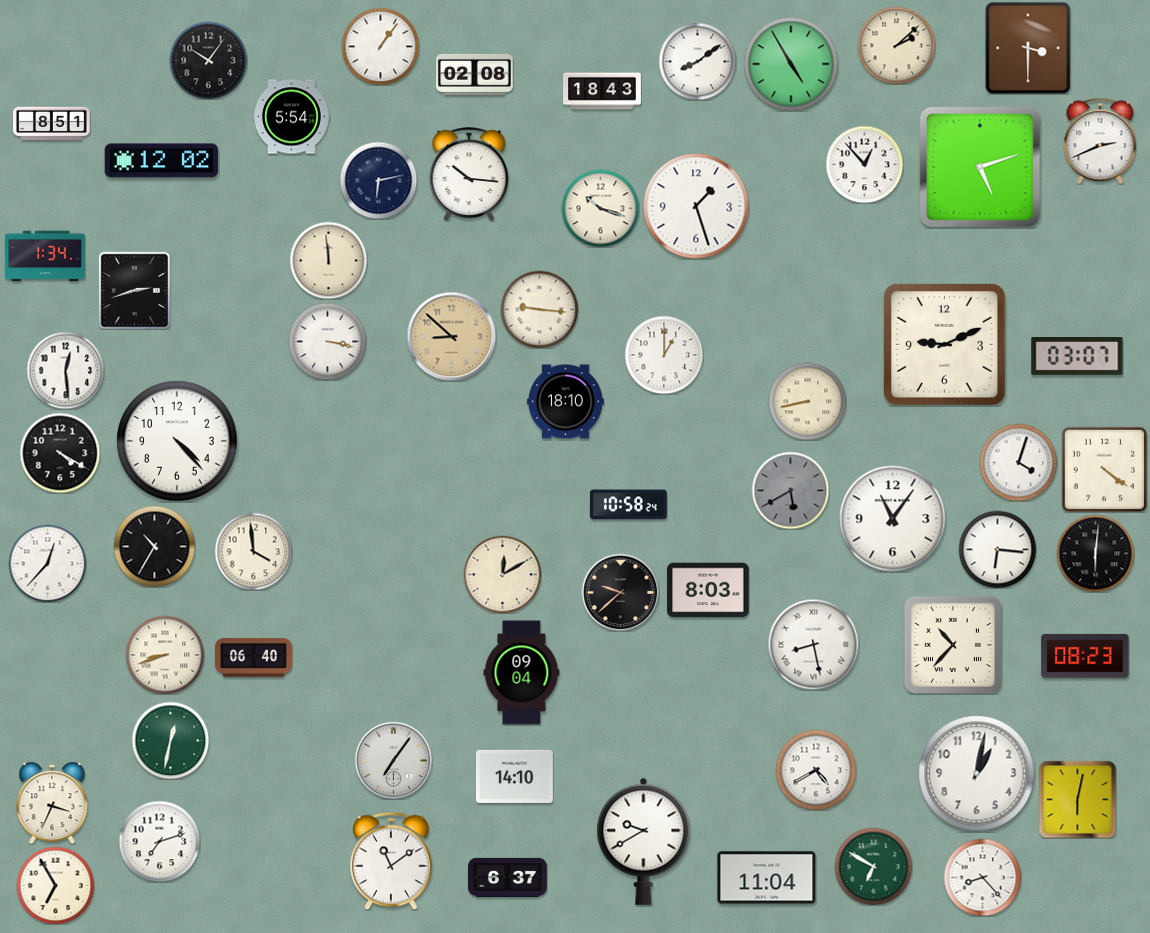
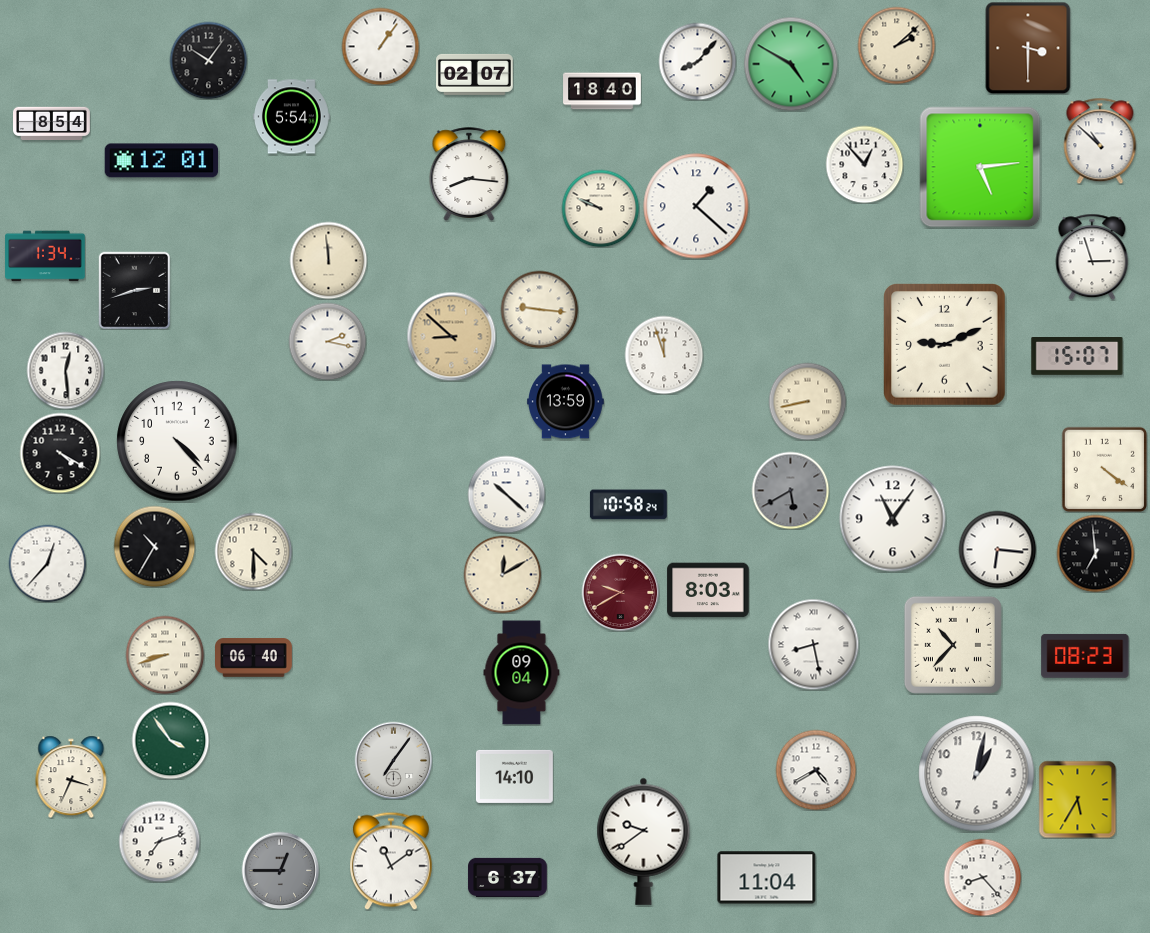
clock at (697, 61): 8:09 -> 8:07
clock at (791, 64): 4:55 -> 4:50
clock at (475, 74): 02:08 -> 02:07
clock at (602, 91): 18:43 -> 18:40
clock at (52, 124): 8:51 -> 8:54
clock at (1100, 141): 2:41 -> 10:52
clock at (162, 161): 12:02 -> 12:01
clock at (980, 167): 5:12 -> 5:14
clock at (469, 174): 10:16 -> 8:16
clock at (378, 180): 6:13 -> none
clock at (696, 206): 1:27 -> 1:22
clock at (600, 208): 10:18 -> 9:49
clock at (1092, 257): none -> 2:57
clock at (327, 341): 3:17 -> 2:17
clock at (664, 355): 1:00 -> 11:57
clock at (1077, 357): 03:07 -> 15:07
clock at (565, 402): 18:10 -> 13:59
clock at (1018, 462): 4:03 -> none
clock at (506, 494): none -> 10:22
clock at (253, 551): 3:59 -> 4:30
clock at (1095, 553): 6:01 -> 6:59
clock at (620, 592): 9:38 -> 9:40
clock at (620, 592) dial: black -> burgundy
clock at (170, 740): 12:32 -> 3:54
clock at (1077, 799): 6:02 -> 5:35
clock at (52, 803) position: (52, 803) -> (71, 777)
clock at (644, 841): 9:40 -> 9:39
clock at (873, 866): 6:50 -> none
clock at (280, 870): none -> 12:45
clock at (55, 885): 6:55 -> none
